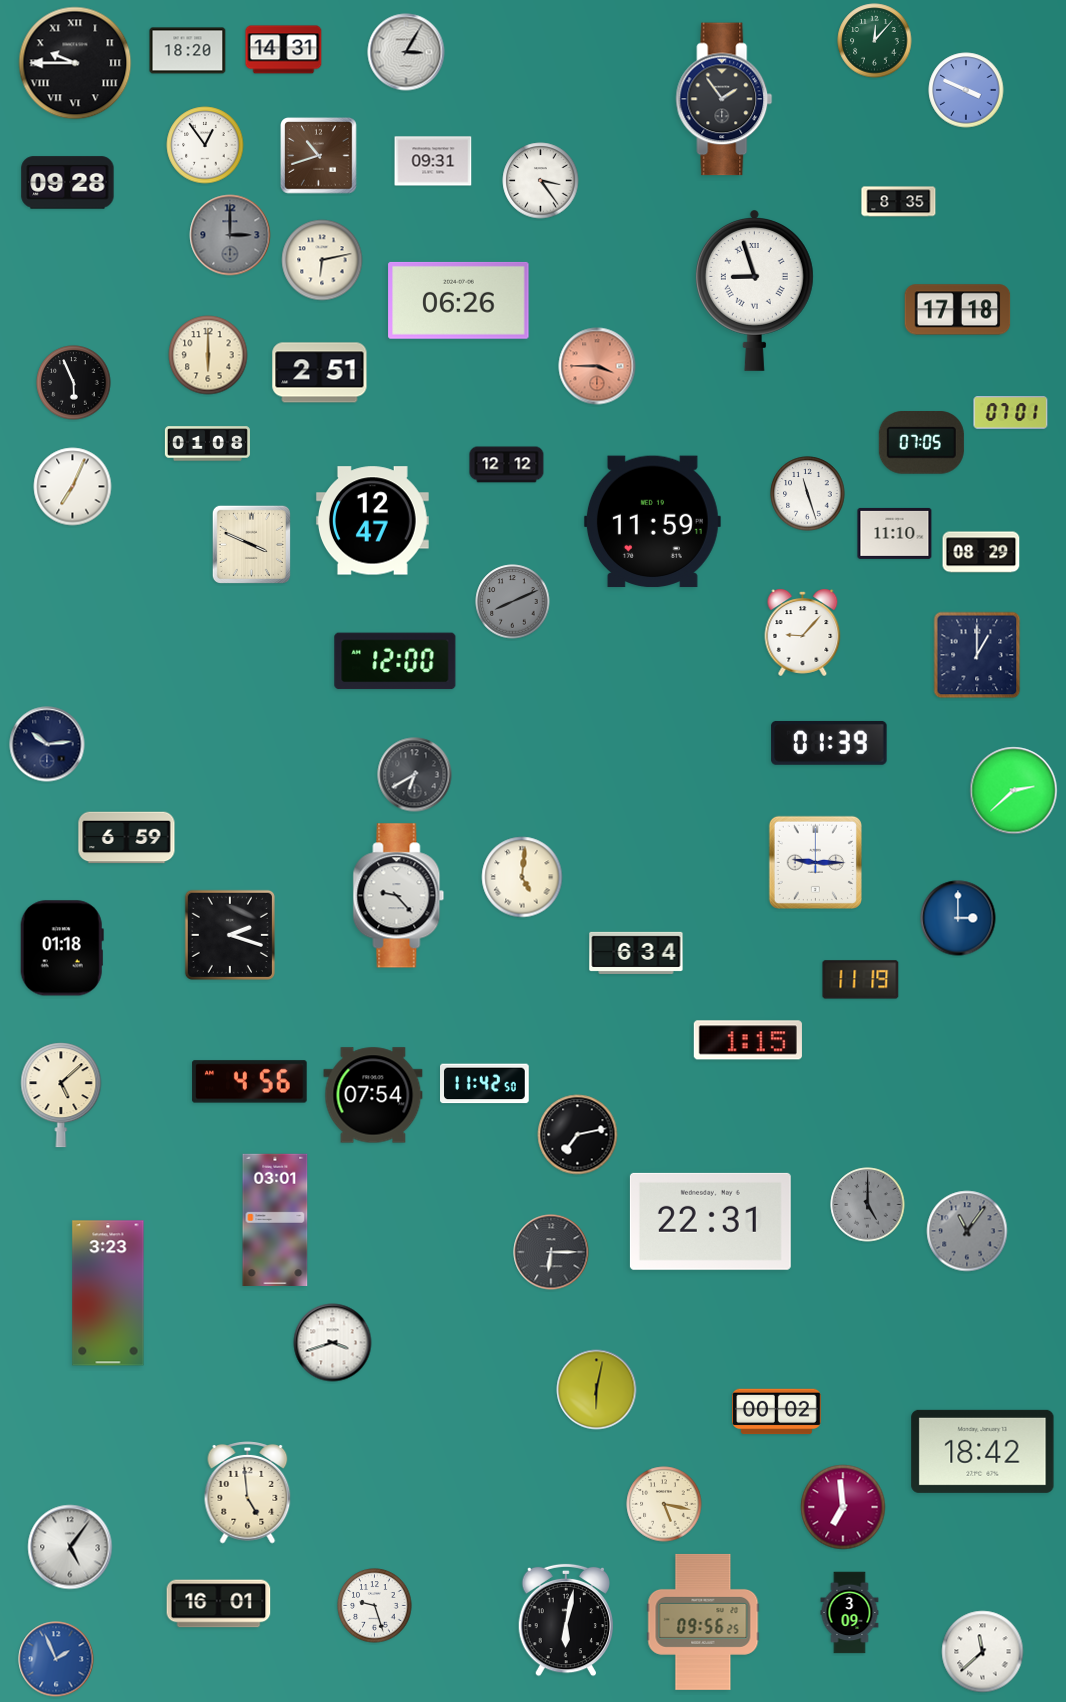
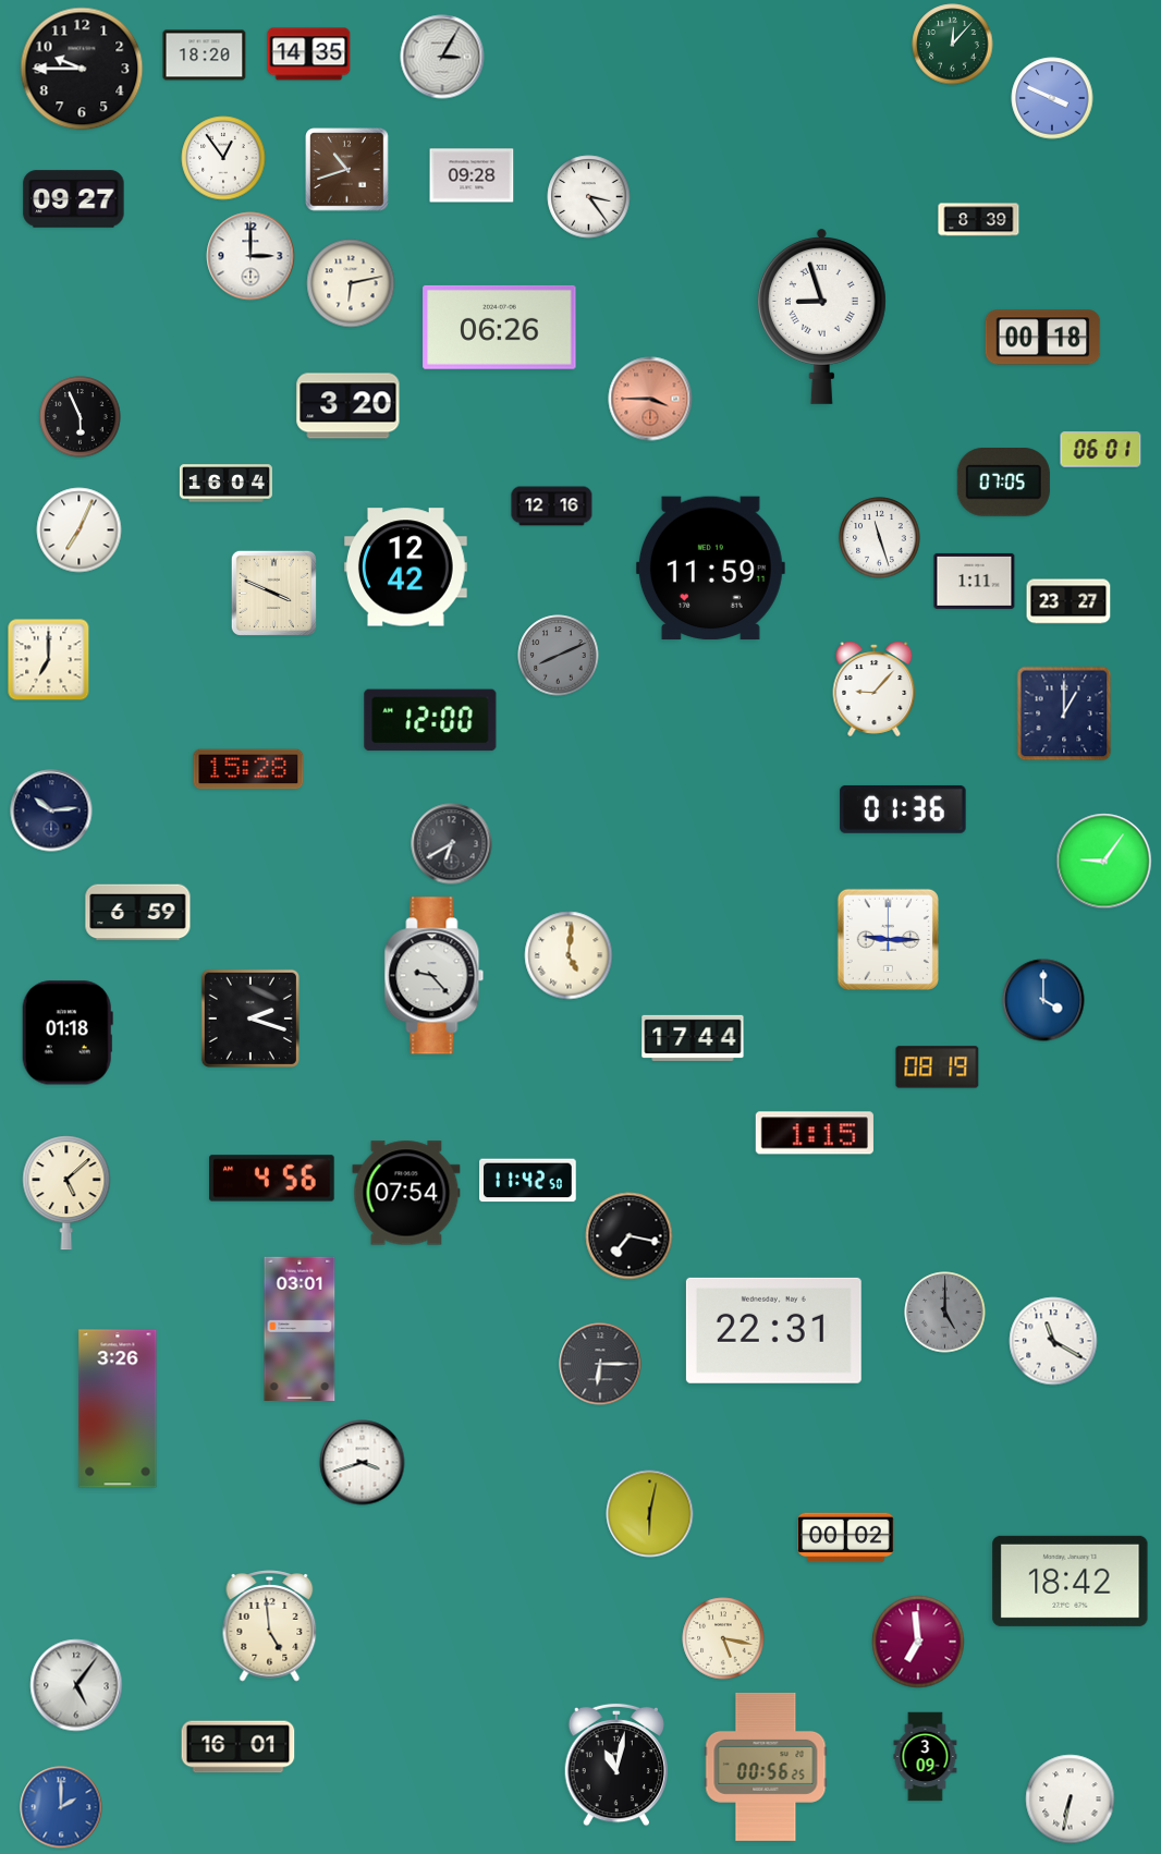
clock at (284, 50): 14:31 -> 14:35
clock at (75, 63) numerals: Roman -> Arabic
clock at (724, 99): 1:54 -> none
clock at (433, 161): 09:31 -> 09:28
clock at (68, 183): 09:28 -> 09:27
clock at (899, 202): 8:35 -> 8:39
clock at (230, 235) dial: grey -> white
clock at (958, 310): 17:18 -> 00:18
clock at (208, 355): 6:00 -> none
clock at (320, 373): 2:51 -> 3:20
clock at (1011, 413): 07:01 -> 06:01
clock at (207, 444): 01:08 -> 16:04
clock at (507, 465): 12:12 -> 12:16
clock at (372, 521): 12:47 -> 12:42
clock at (895, 533): 11:10 -> 1:11
clock at (981, 552): 08:29 -> 23:27
clock at (49, 660): none -> 7:00
clock at (248, 769): none -> 15:28
clock at (829, 743): 01:39 -> 01:36
clock at (1014, 791): 2:38 -> 9:06
clock at (958, 918): 3:00 -> 4:00
clock at (636, 953): 6:34 -> 17:44
clock at (861, 980): 11:19 -> 08:19
clock at (578, 1135): 7:13 -> 7:17
clock at (967, 1231): 11:06 -> 11:20
clock at (967, 1231) dial: grey -> white
clock at (108, 1293): 3:23 -> 3:26
clock at (375, 1606): 9:27 -> none
clock at (566, 1620): 6:02 -> 11:02
clock at (703, 1622): 09:56 -> 00:56
clock at (983, 1652): 11:38 -> 6:32
clock at (56, 1659): 1:56 -> 2:00
